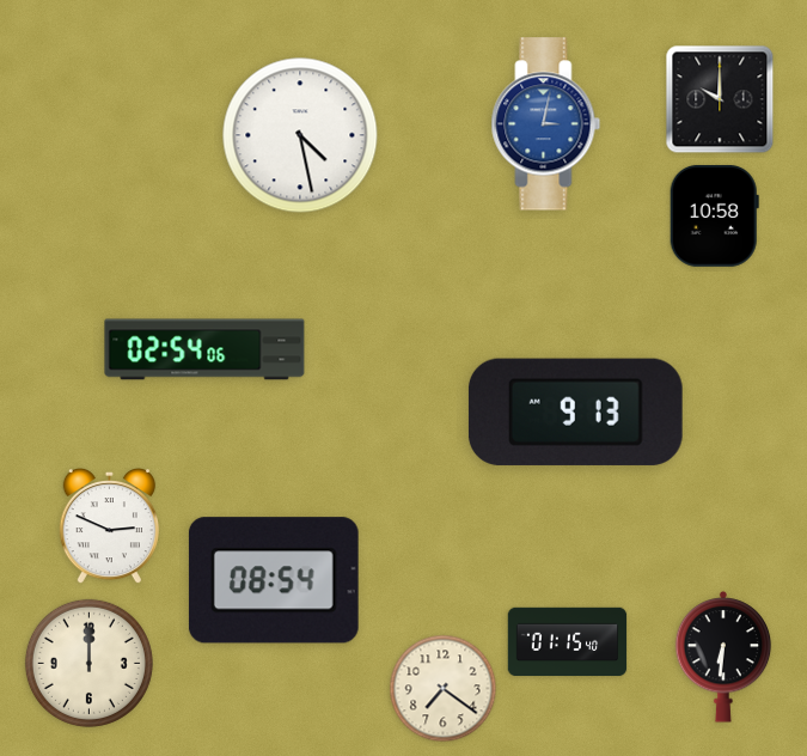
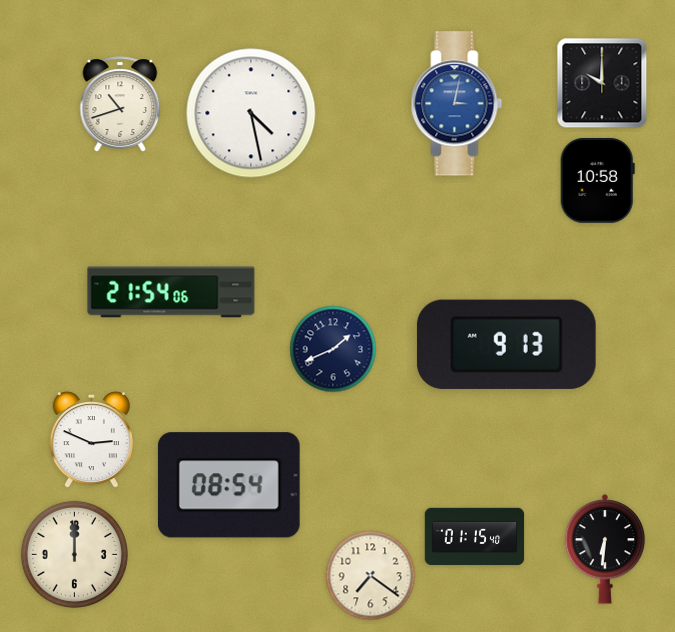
clock at (120, 104): none -> 10:42
clock at (204, 349): 02:54 -> 21:54
clock at (575, 411) position: (575, 411) -> (506, 344)
clock at (333, 349): none -> 1:41
